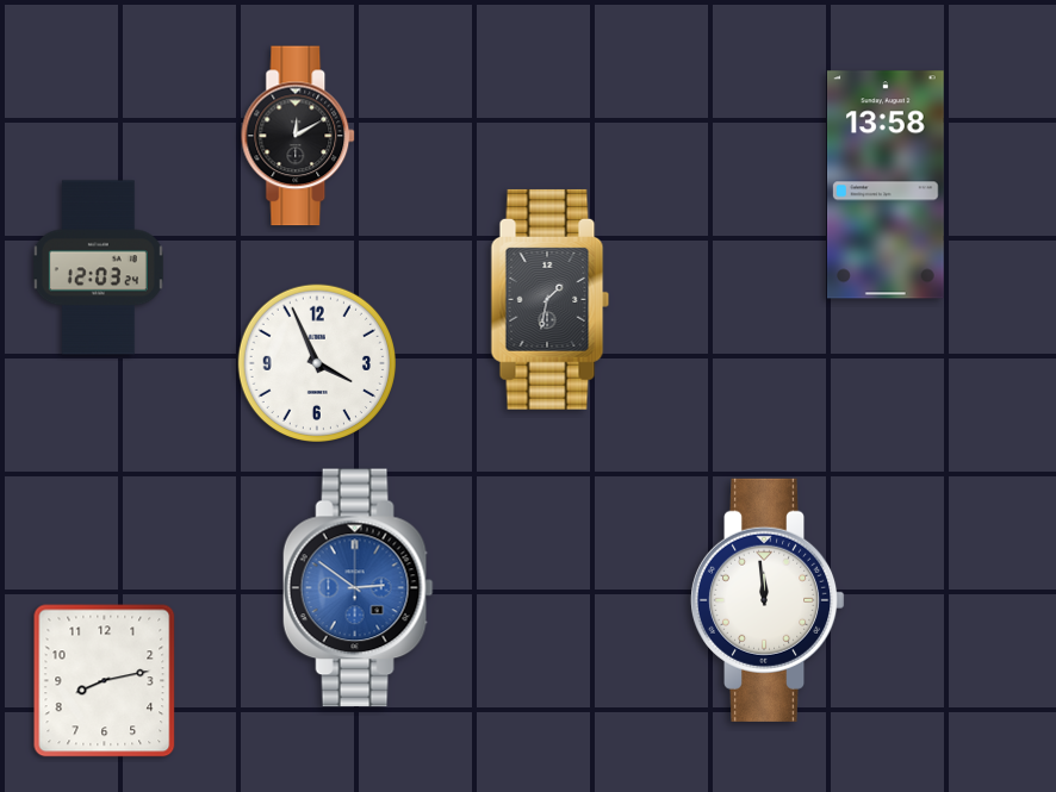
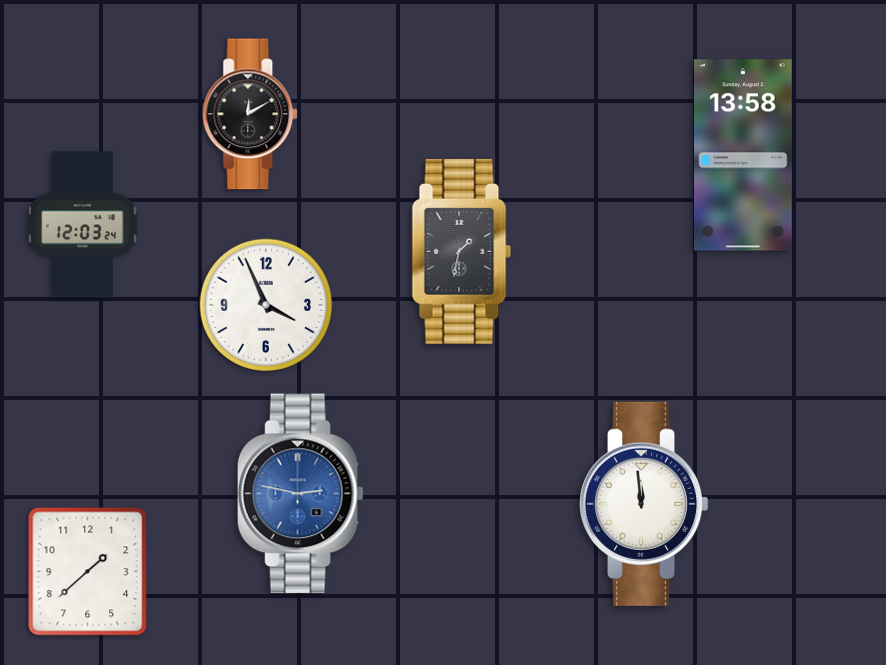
clock at (358, 588): 2:51 -> 2:47
clock at (105, 681): 8:13 -> 1:38
